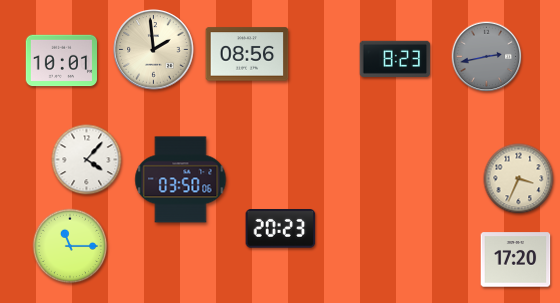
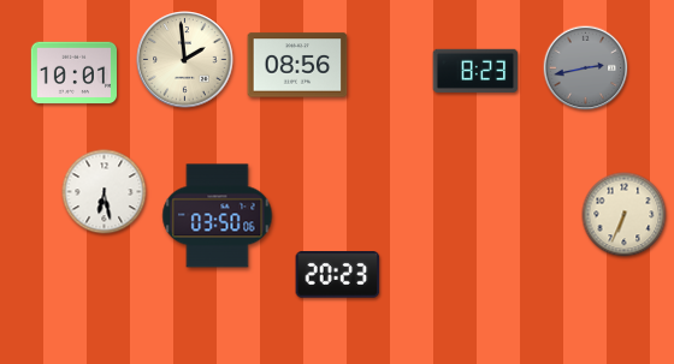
clock at (87, 160): 4:07 -> 6:28
clock at (519, 179): 3:34 -> 6:34
clock at (70, 246): 11:15 -> none
clock at (516, 260): 17:20 -> none
